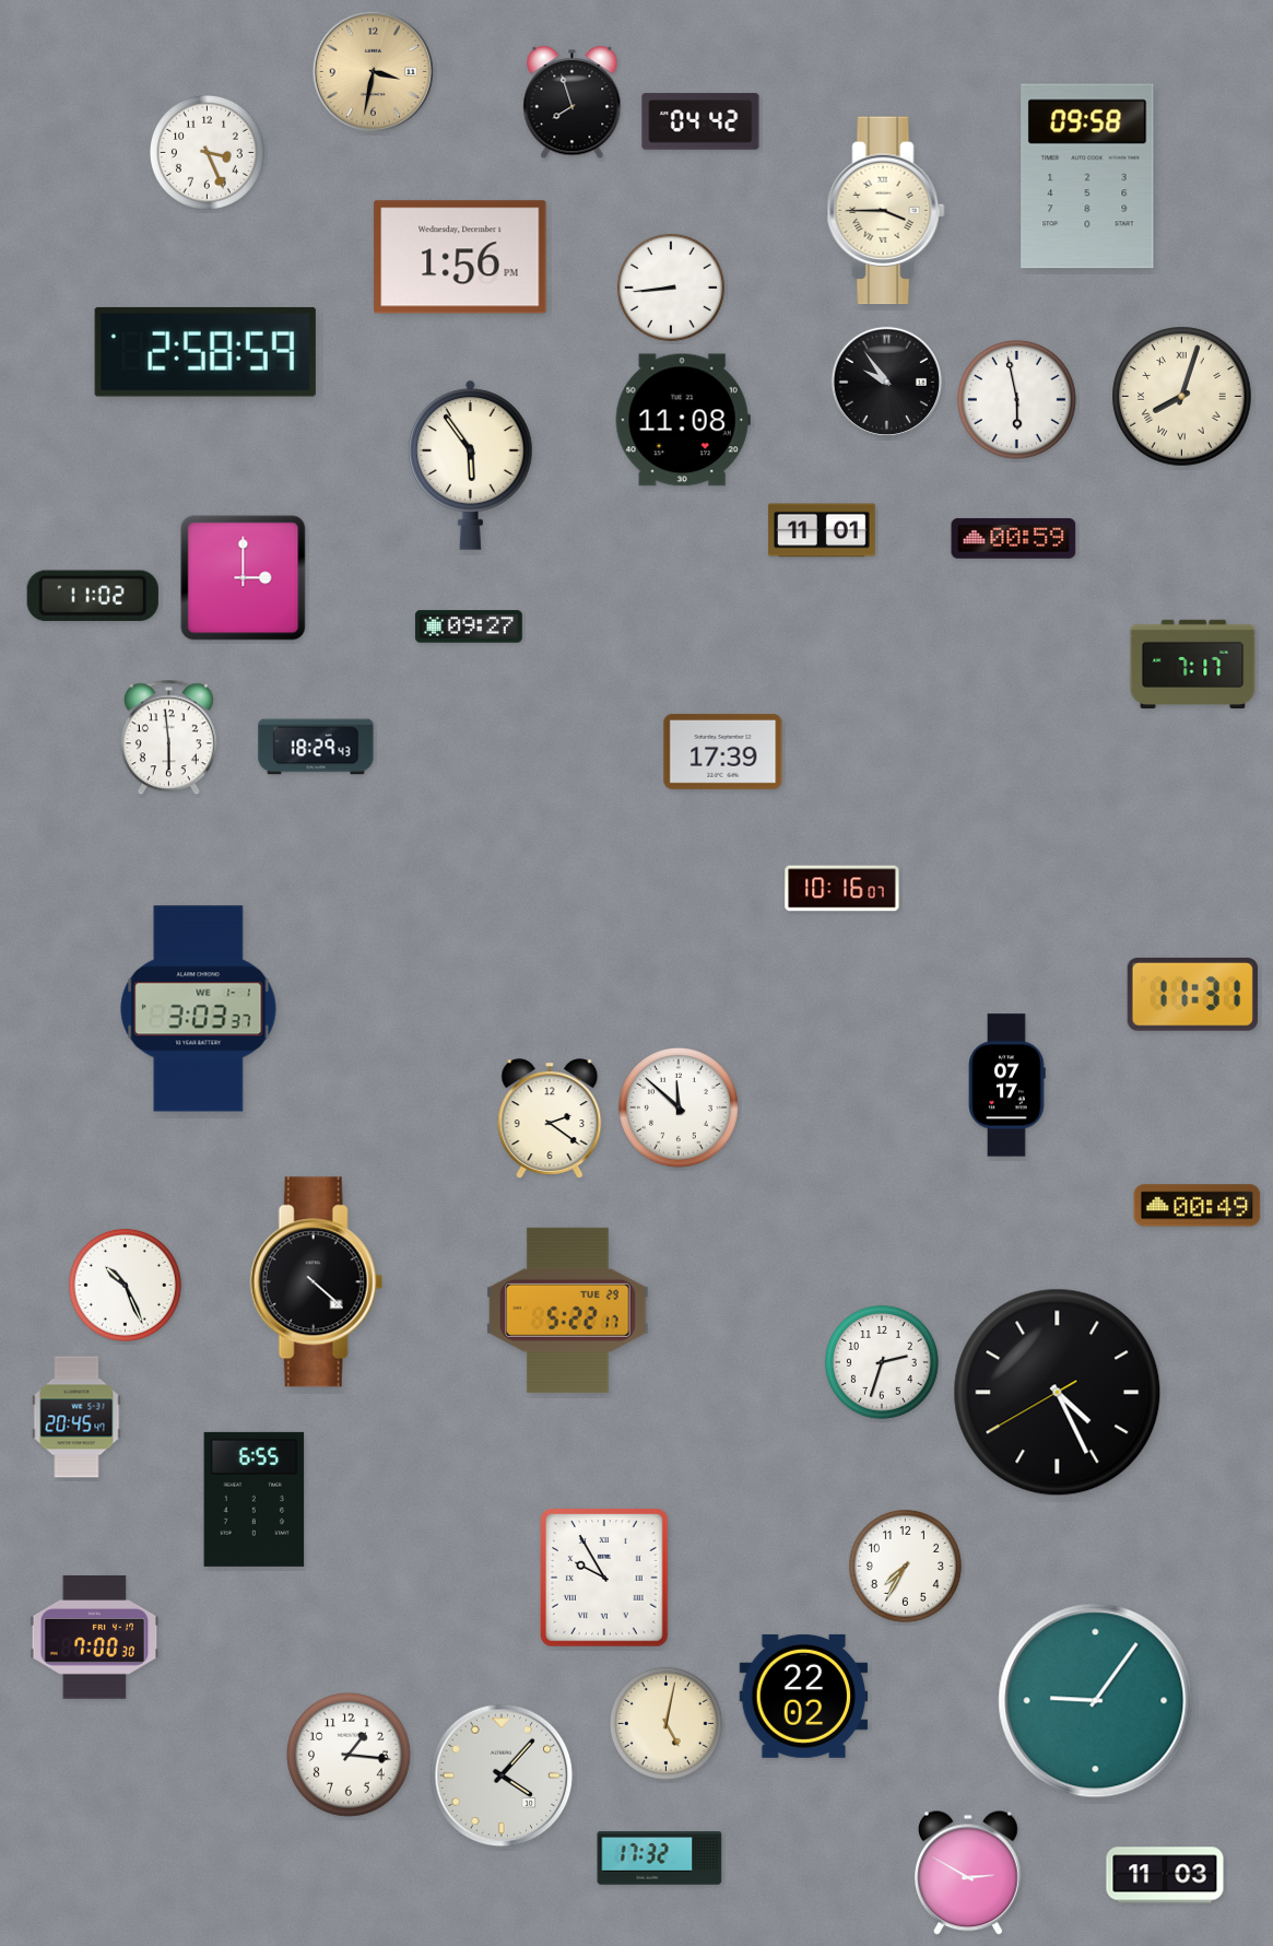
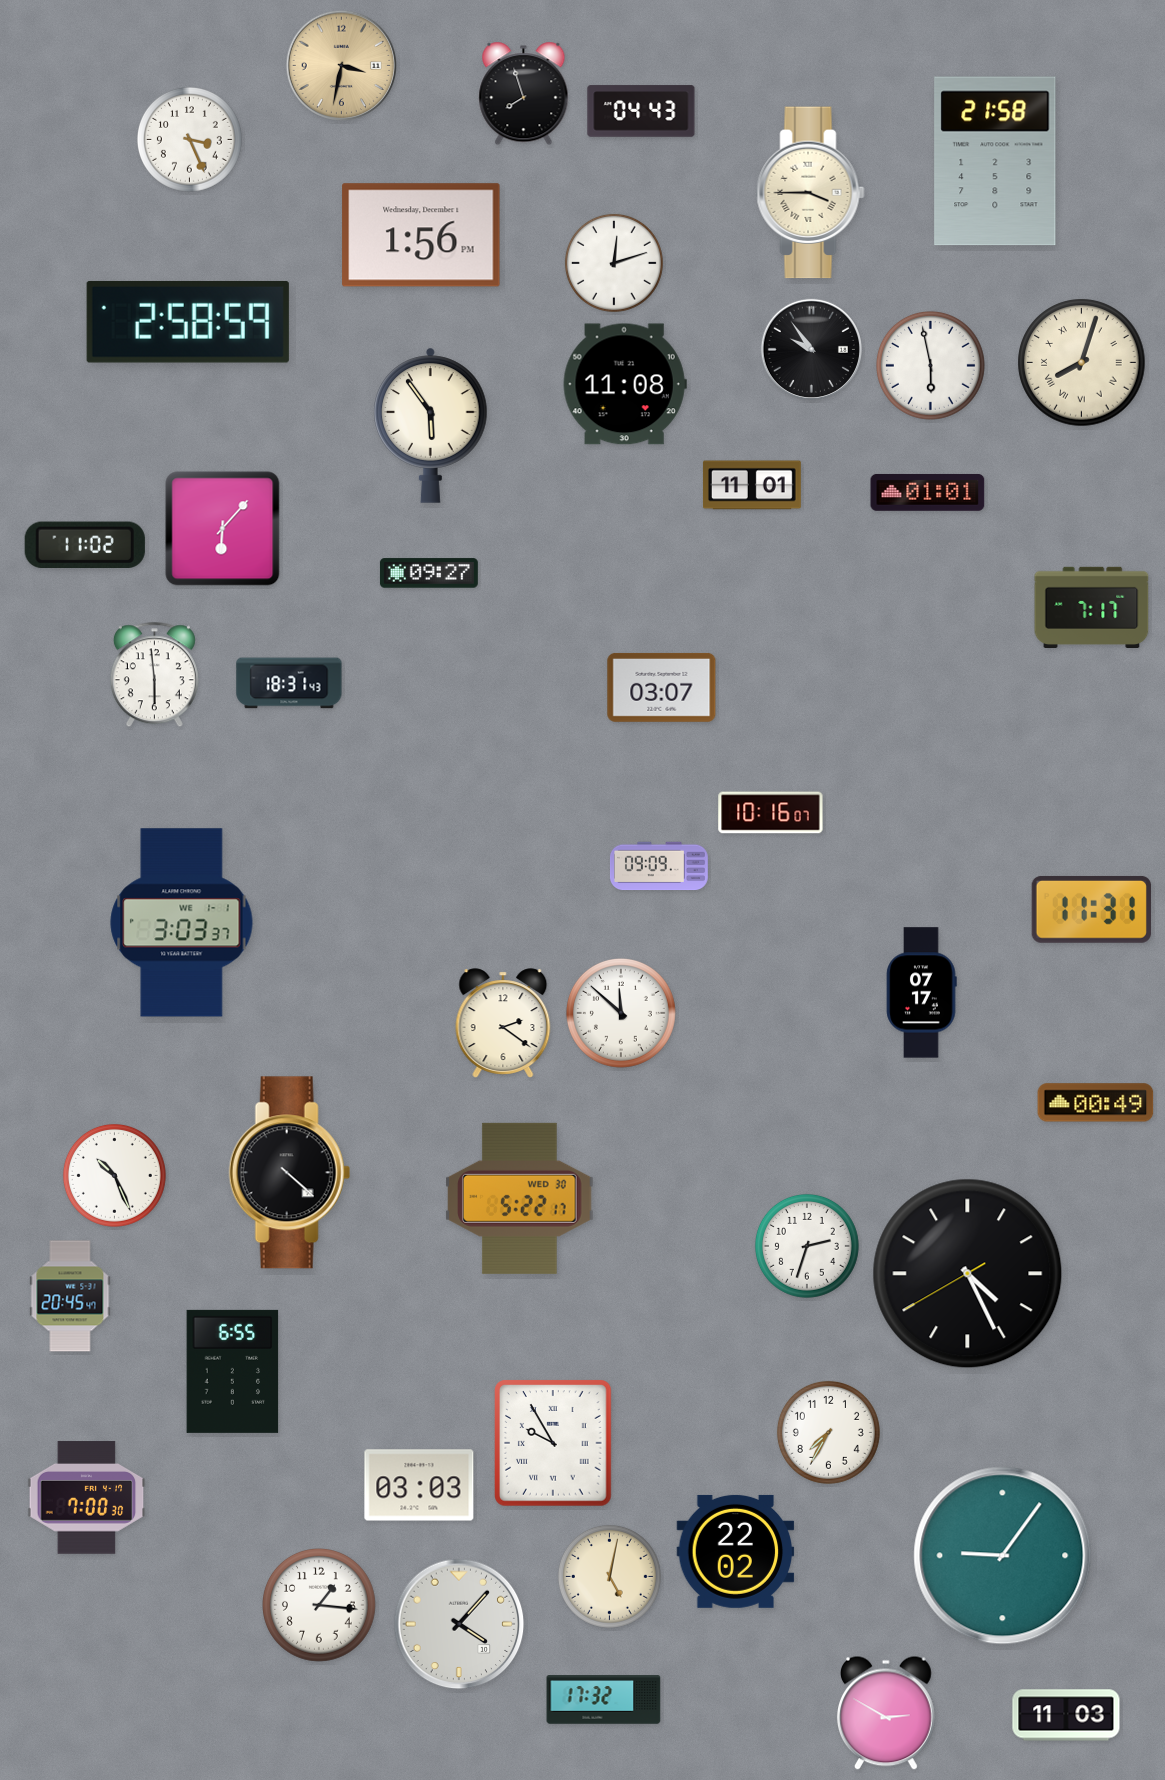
clock at (700, 121): 04:42 -> 04:43
clock at (1087, 176): 09:58 -> 21:58
clock at (671, 288): 8:44 -> 12:12
clock at (1014, 538): 00:59 -> 01:01
clock at (244, 578): 3:00 -> 6:07
clock at (316, 747): 18:29 -> 18:31
clock at (723, 751): 17:39 -> 03:07
clock at (659, 866): none -> 09:09
clock at (568, 1310) date: TUE 29 -> WED 30
clock at (419, 1485): none -> 03:03
